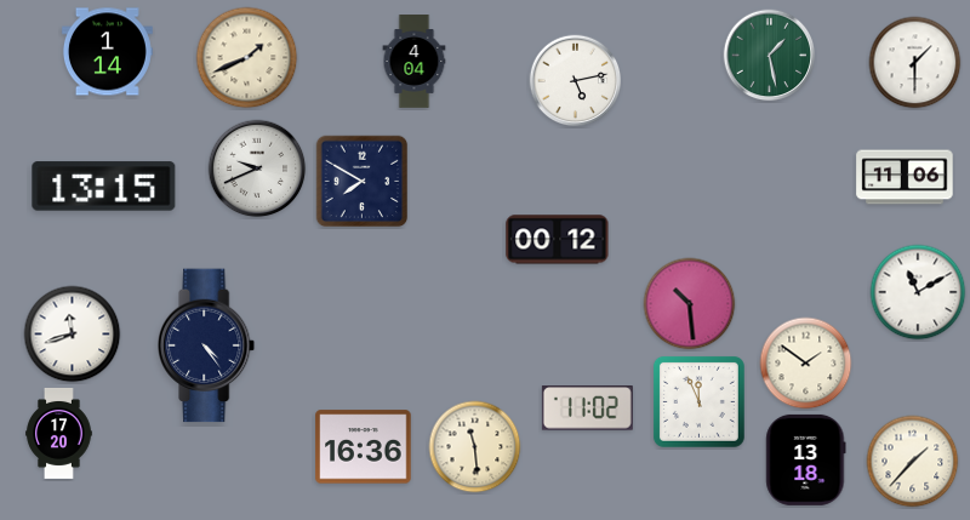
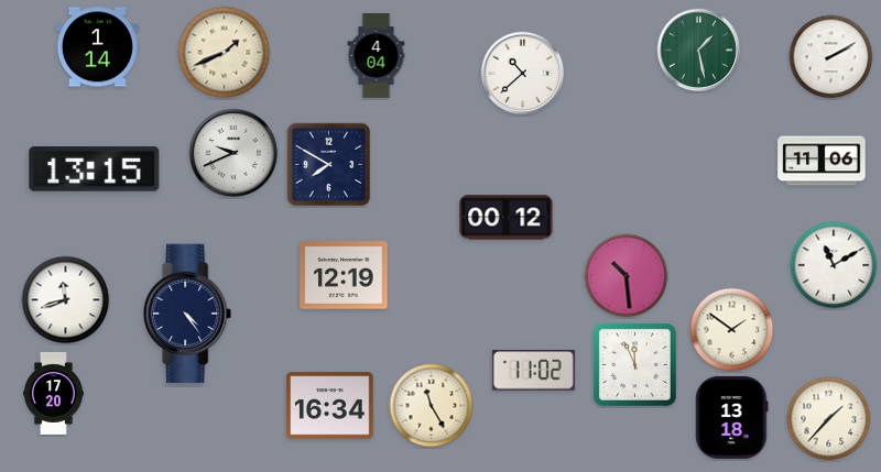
clock at (915, 63): 1:30 -> 2:10
clock at (576, 81): 5:13 -> 10:38
clock at (344, 275): none -> 12:19
clock at (73, 335) position: (73, 335) -> (66, 300)
clock at (364, 447): 16:36 -> 16:34
clock at (475, 447): 11:29 -> 11:25
